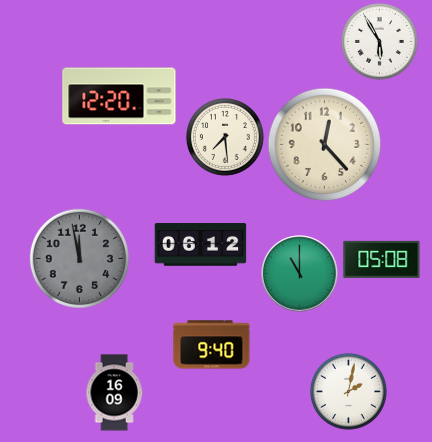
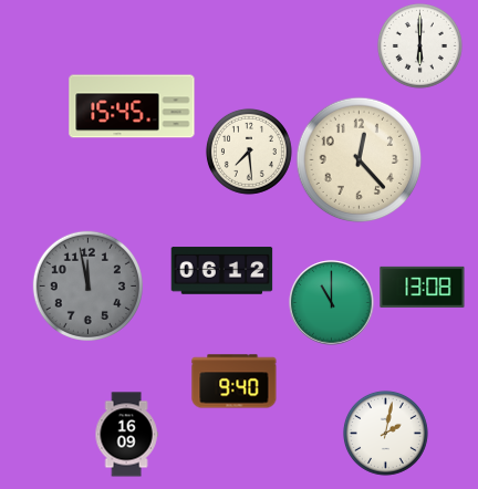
clock at (379, 41): 5:55 -> 6:00
clock at (119, 96): 12:20 -> 15:45
clock at (382, 259): 05:08 -> 13:08
